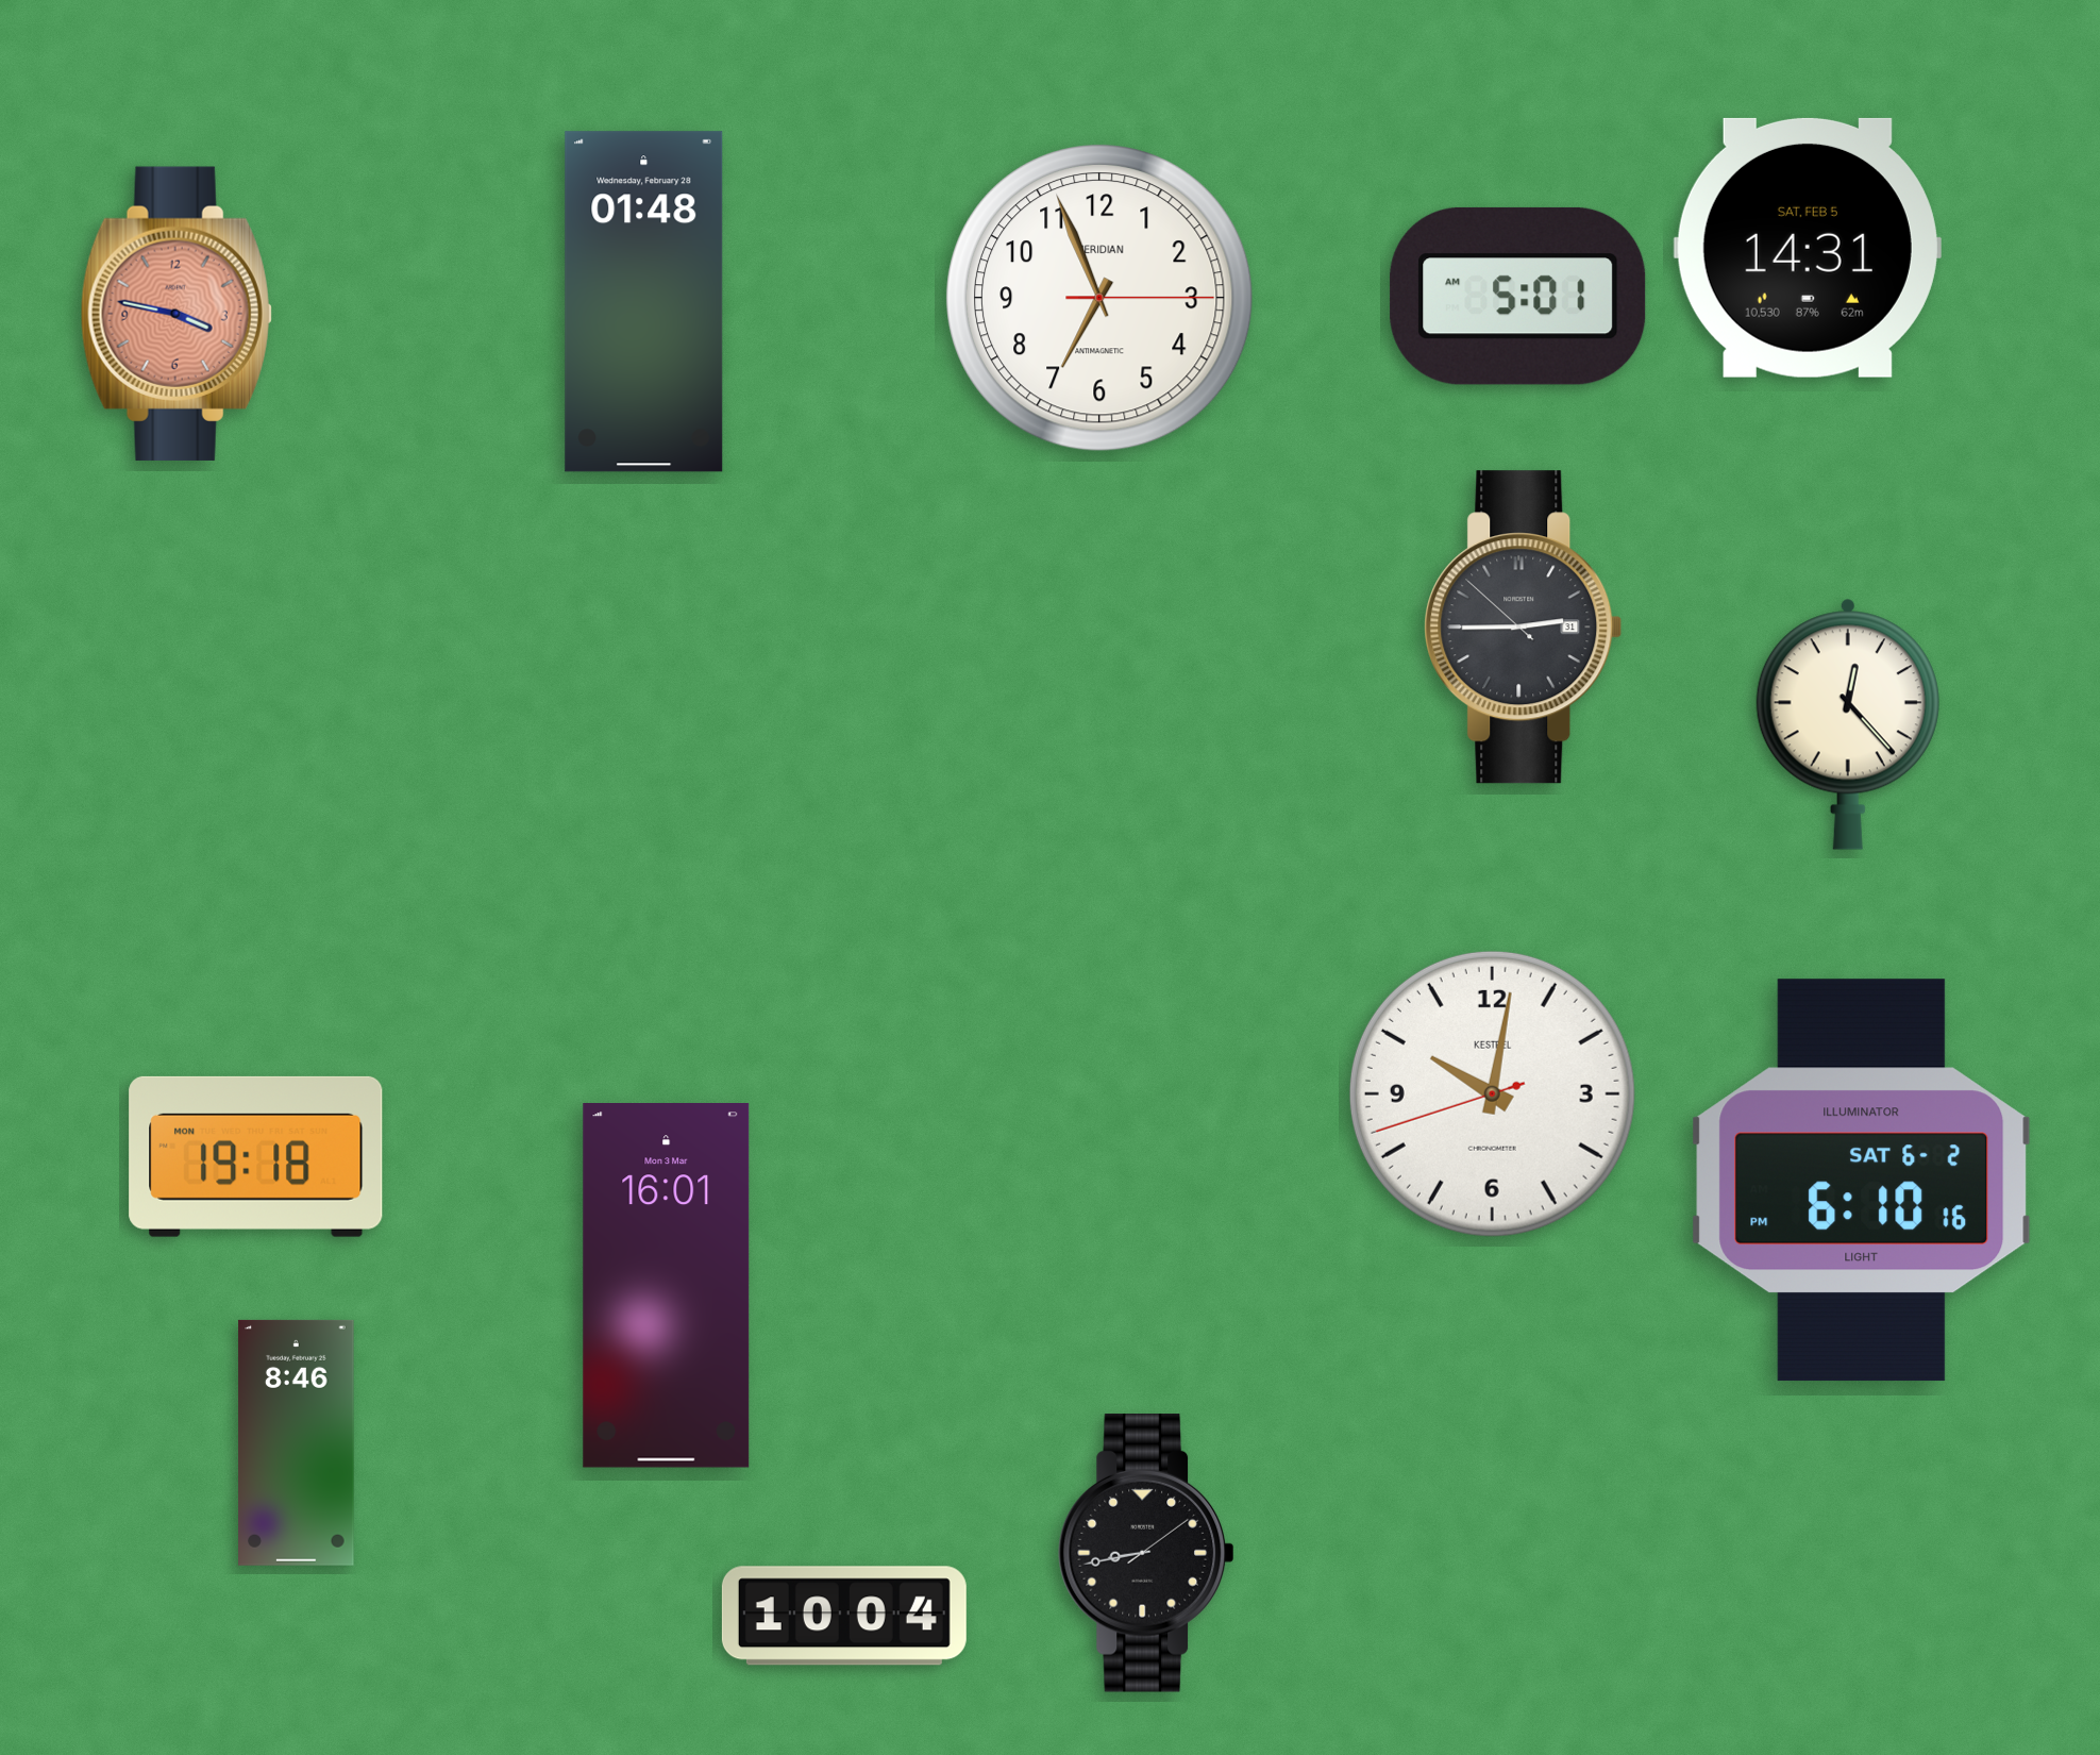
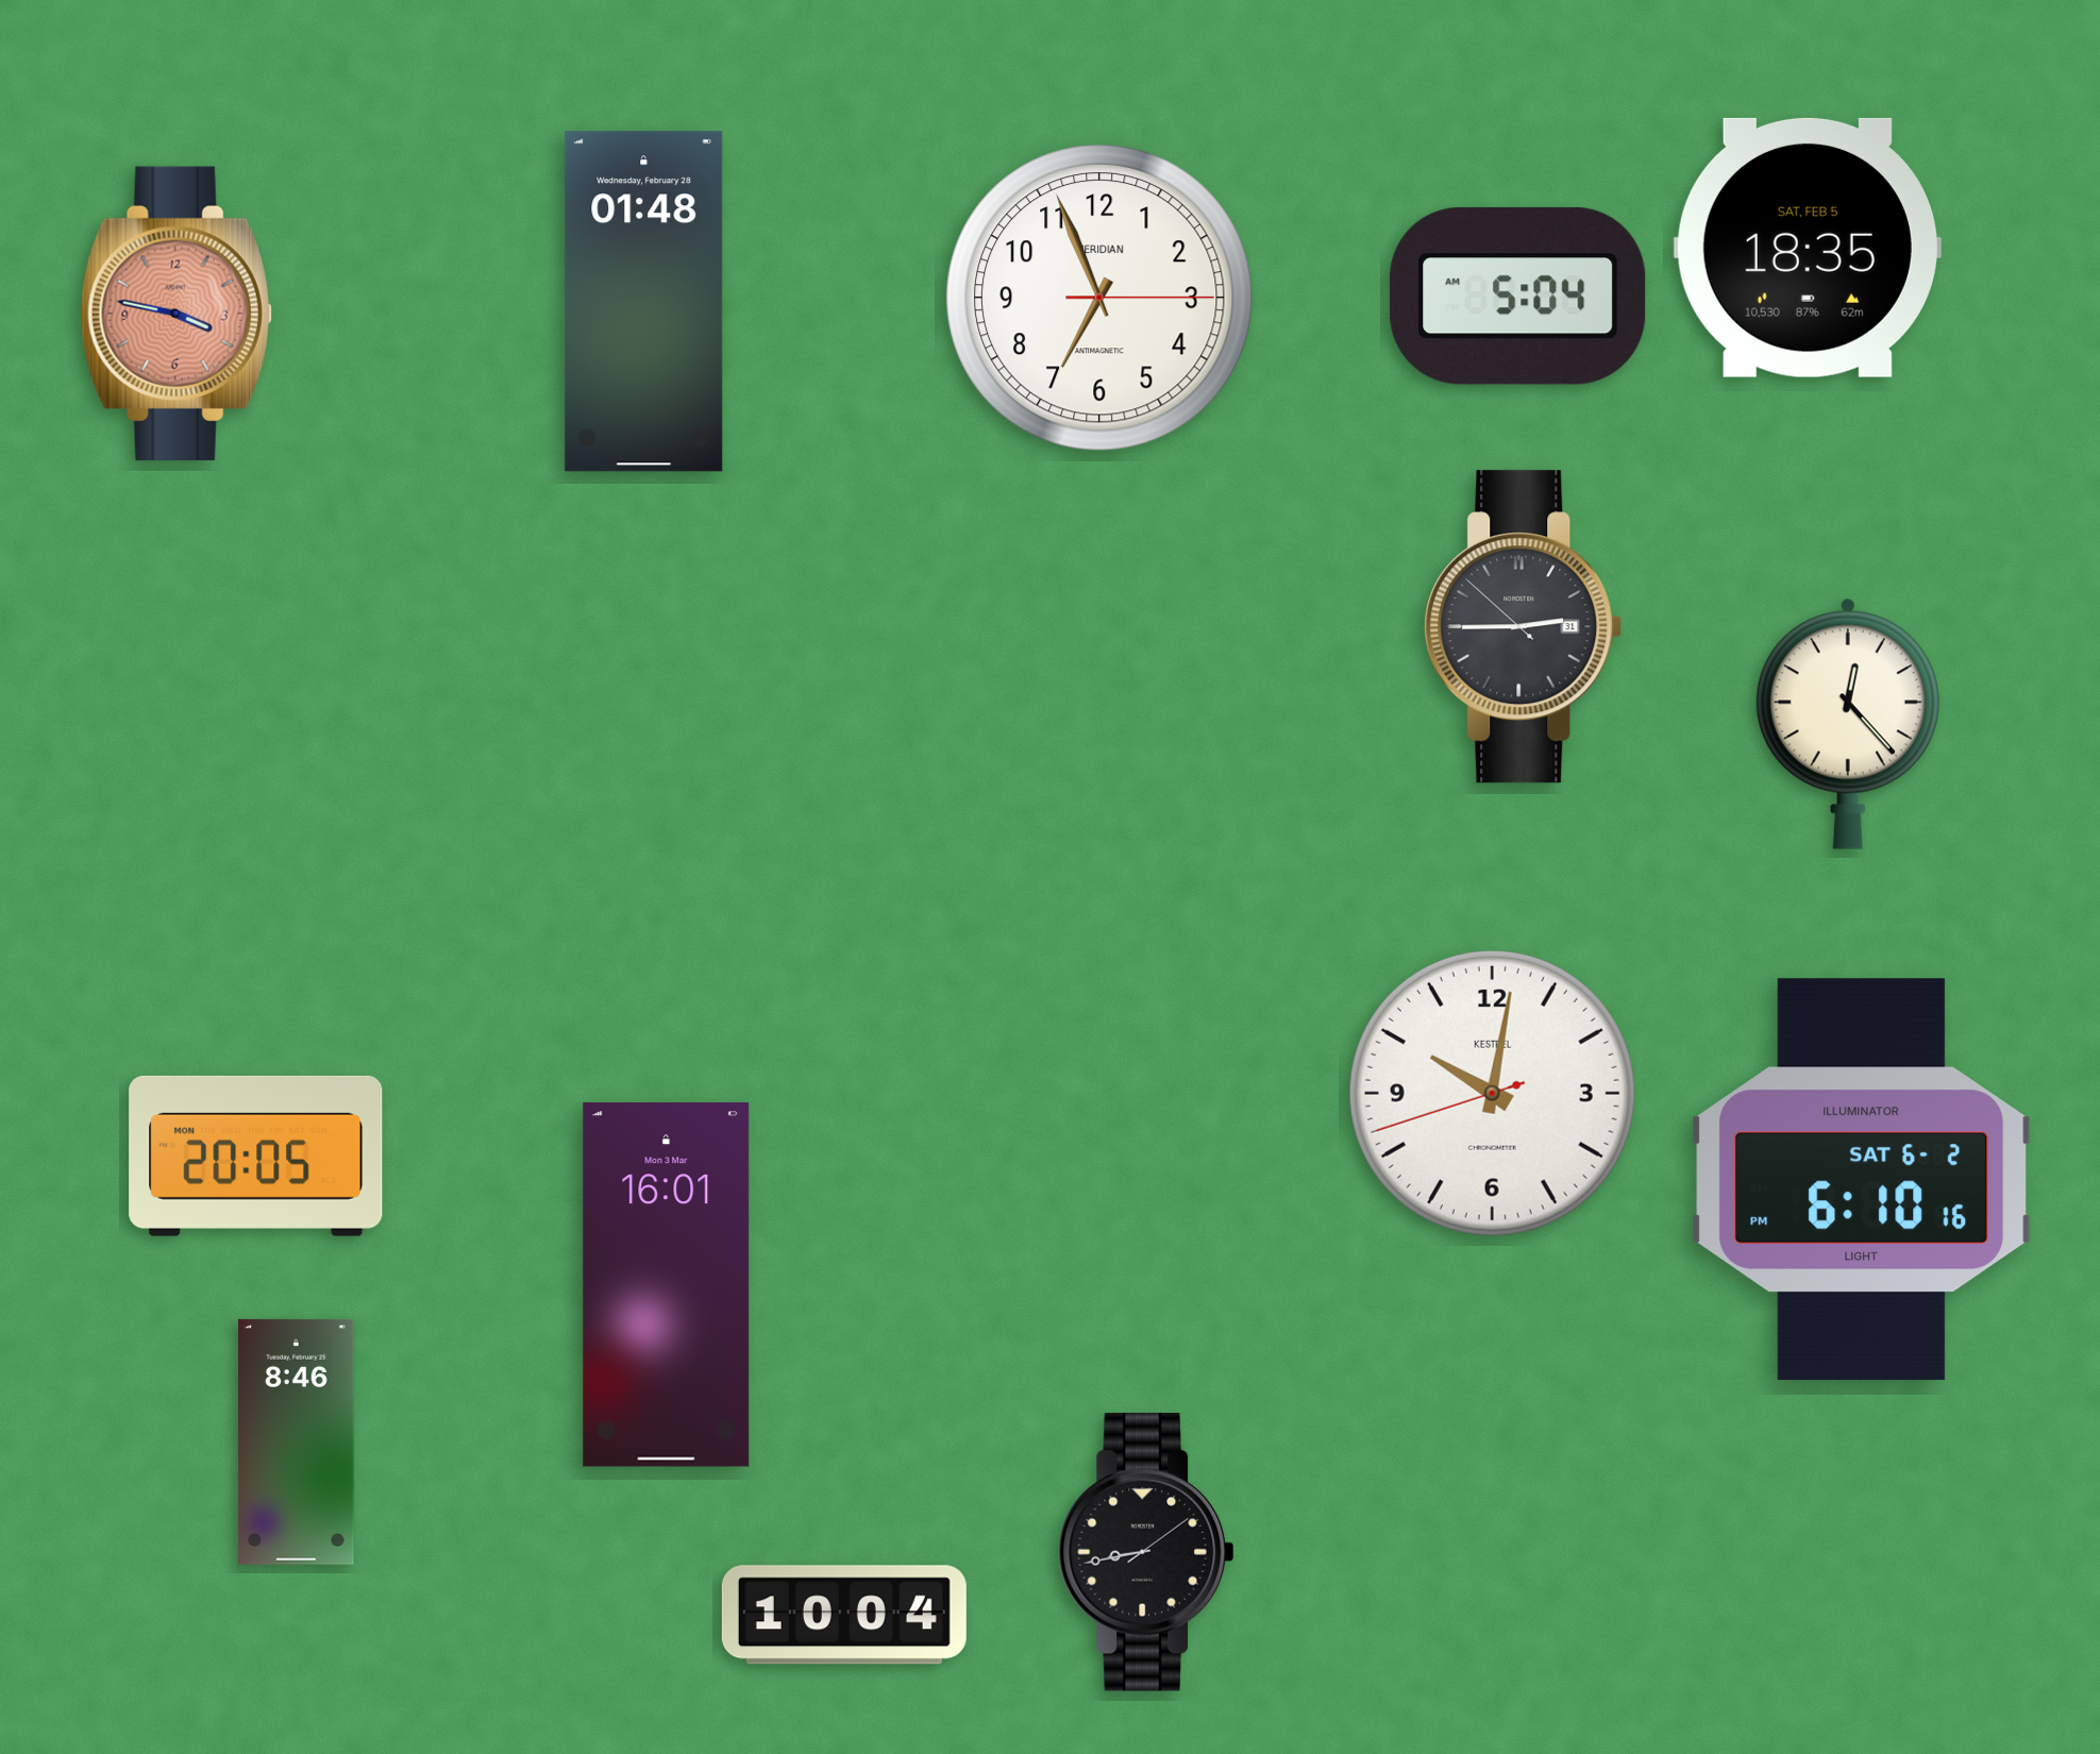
clock at (1808, 248): 14:31 -> 18:35
clock at (1518, 296): 5:01 -> 5:04
clock at (256, 1156): 19:18 -> 20:05
